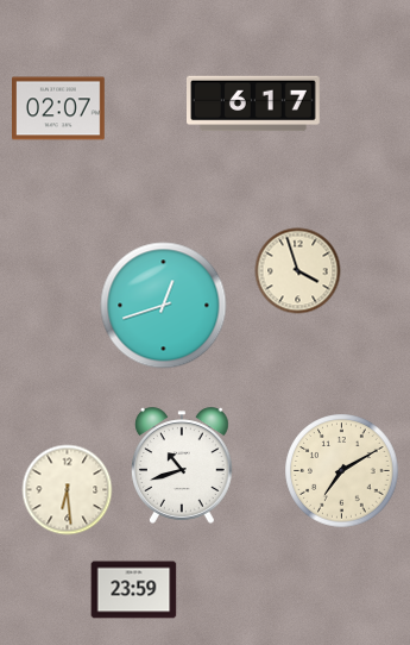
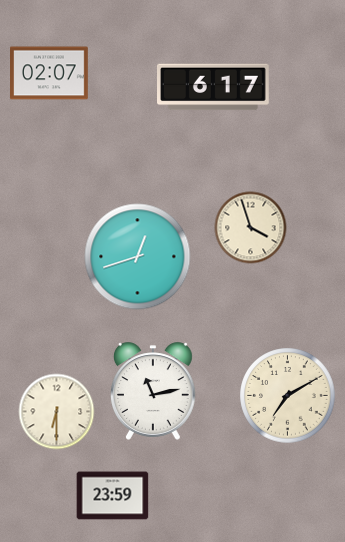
clock at (59, 108) position: (59, 108) -> (50, 73)
clock at (183, 465): 10:42 -> 11:13
clock at (68, 490): 6:29 -> 6:30
